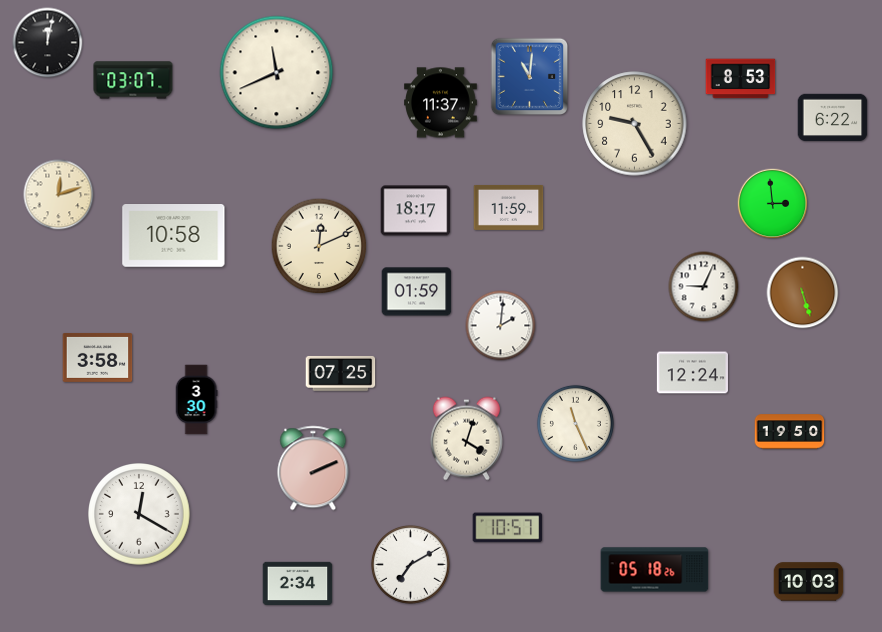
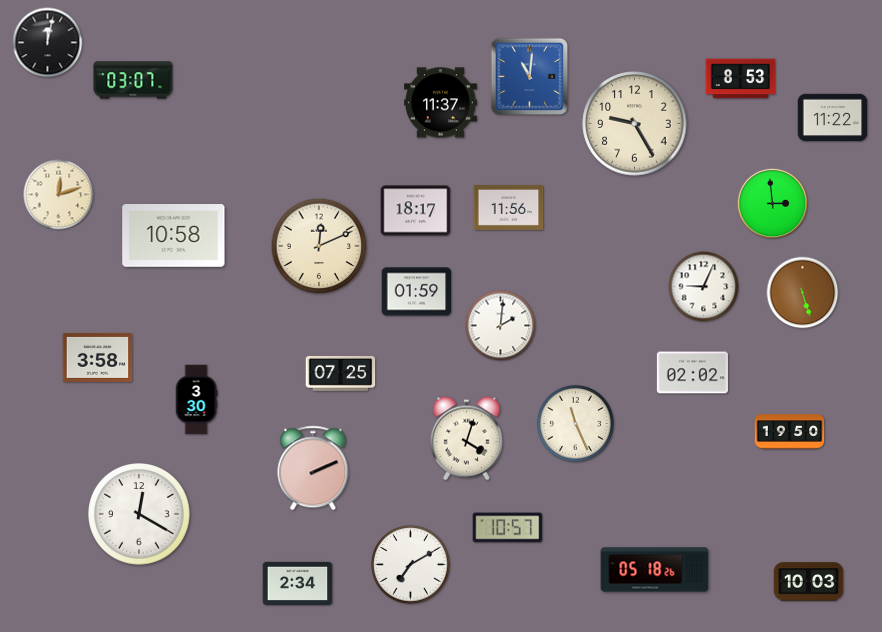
clock at (277, 73): 11:41 -> none
clock at (833, 118): 6:22 -> 11:22
clock at (509, 207): 11:59 -> 11:56
clock at (692, 373): 12:24 -> 02:02
